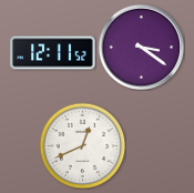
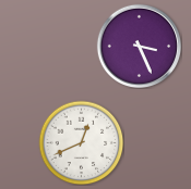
clock at (141, 47): 3:21 -> 3:26
clock at (53, 53): 12:11 -> none
